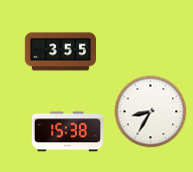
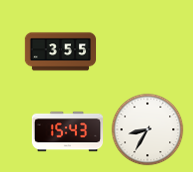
clock at (151, 112) position: (151, 112) -> (148, 130)
clock at (67, 132): 15:38 -> 15:43
